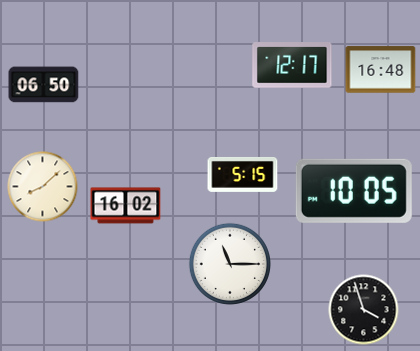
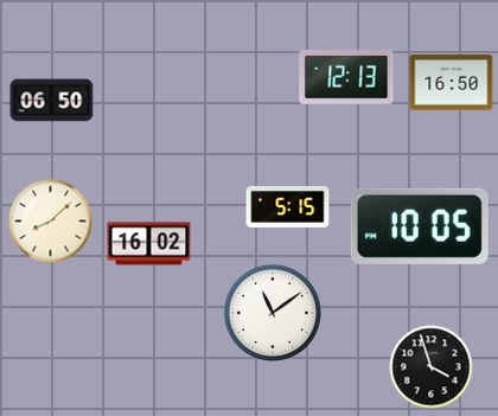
clock at (292, 66): 12:17 -> 12:13
clock at (381, 70): 16:48 -> 16:50
clock at (230, 264): 11:15 -> 11:09
